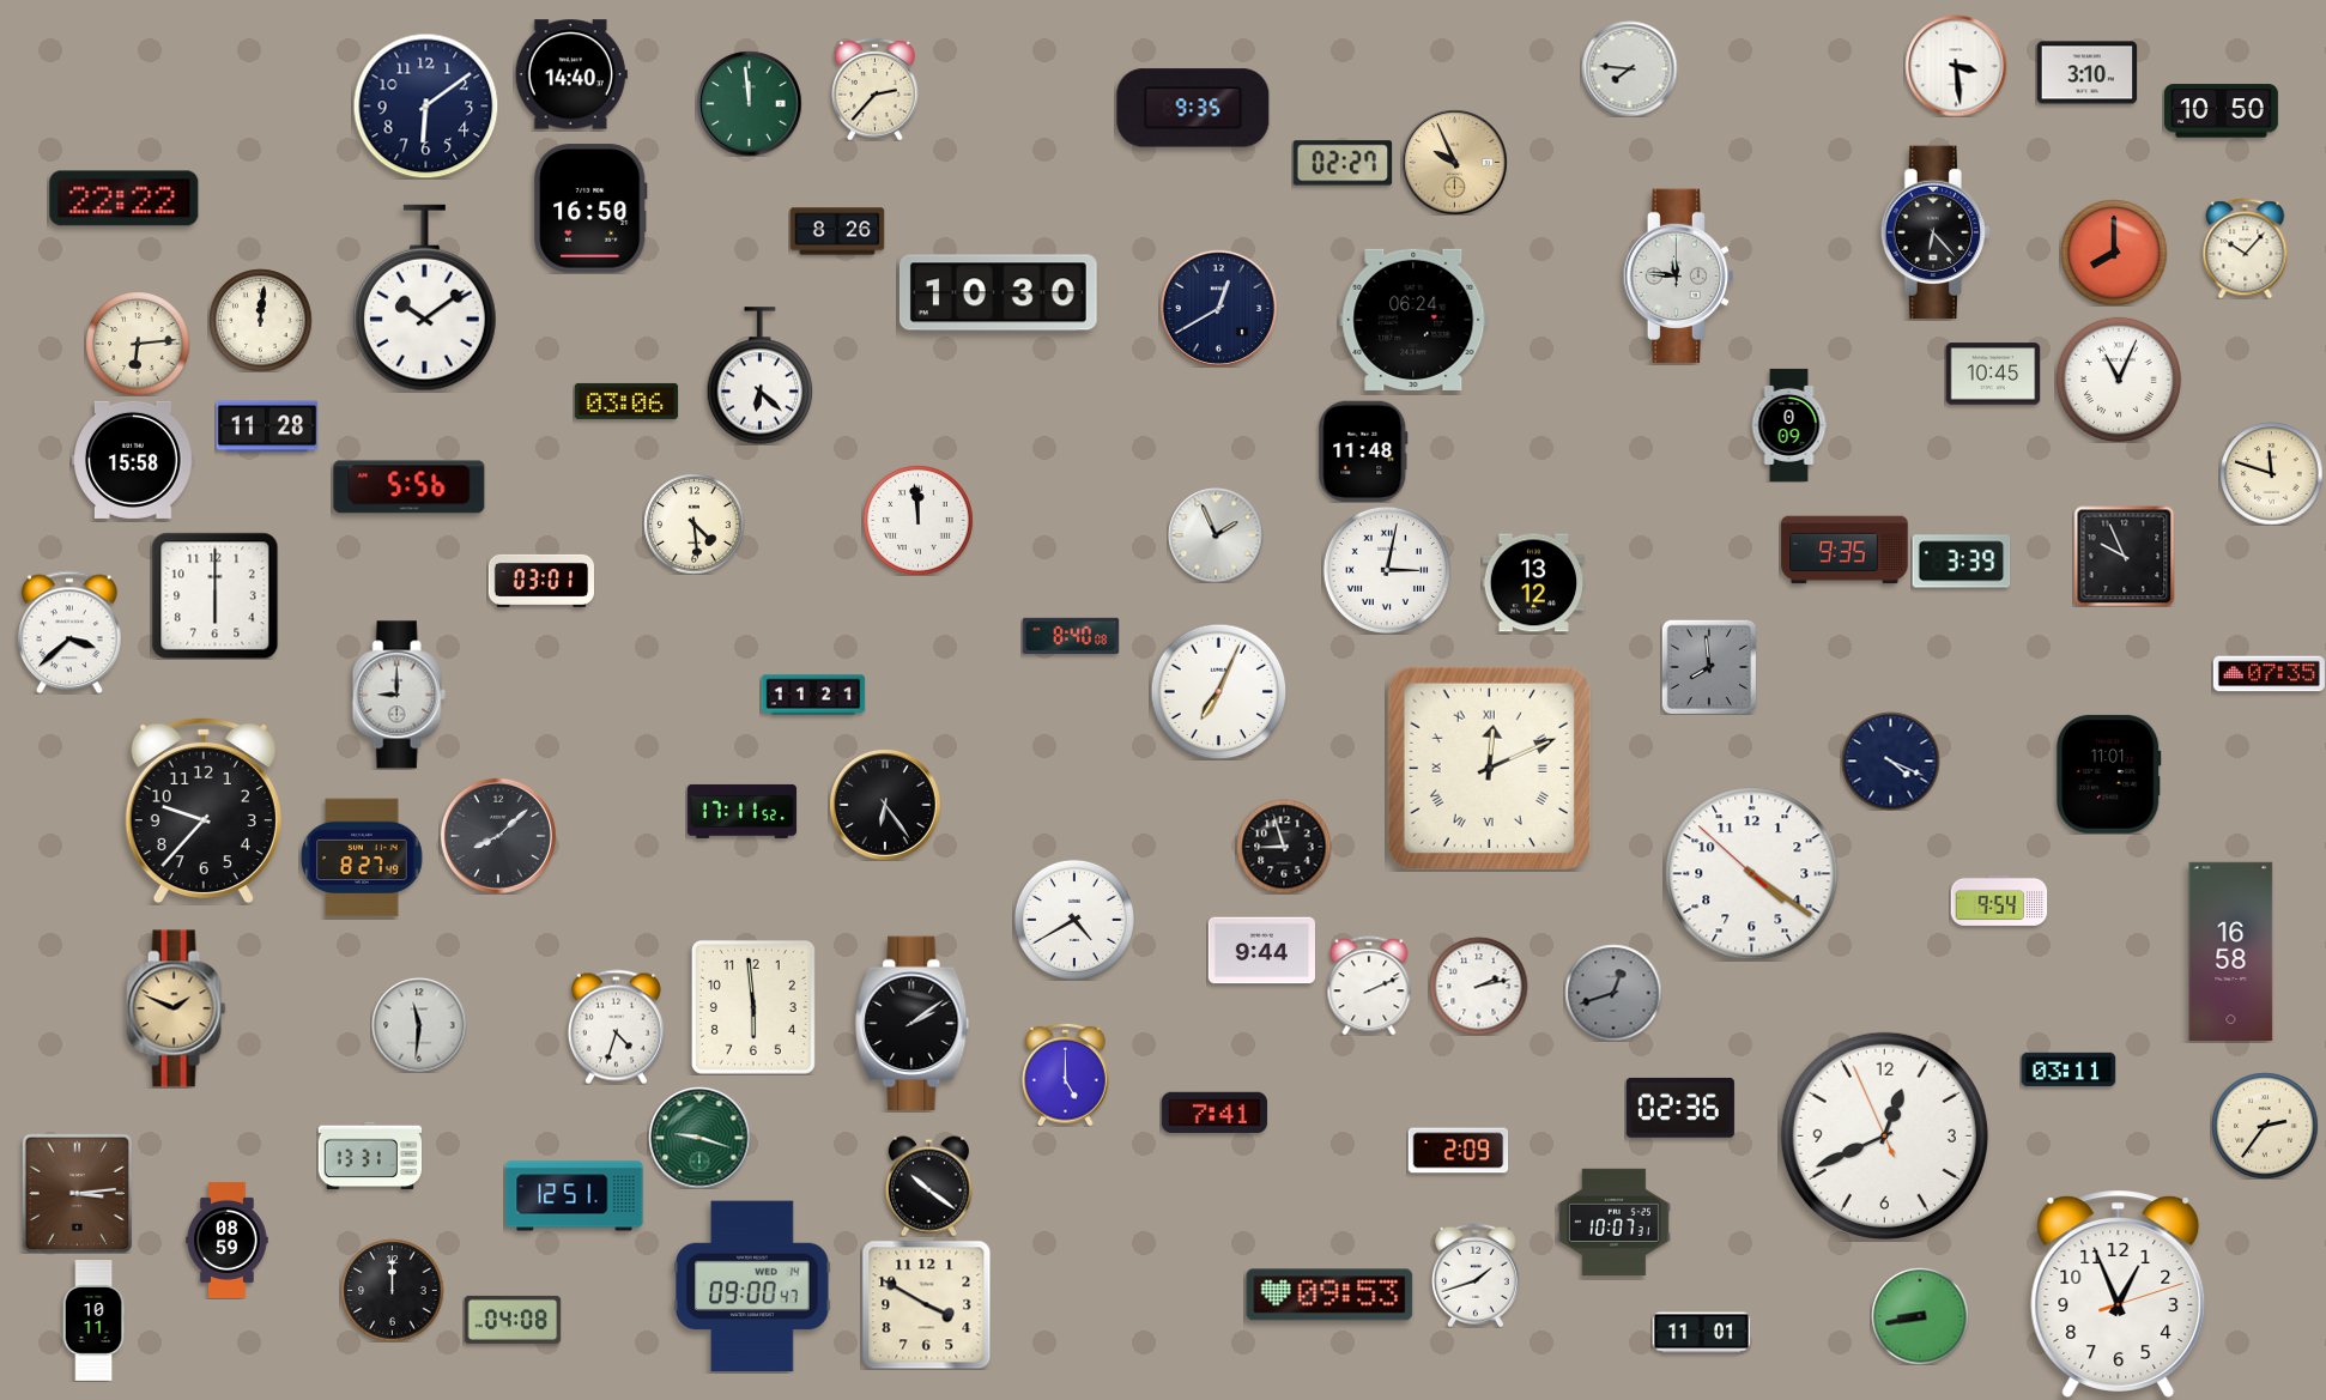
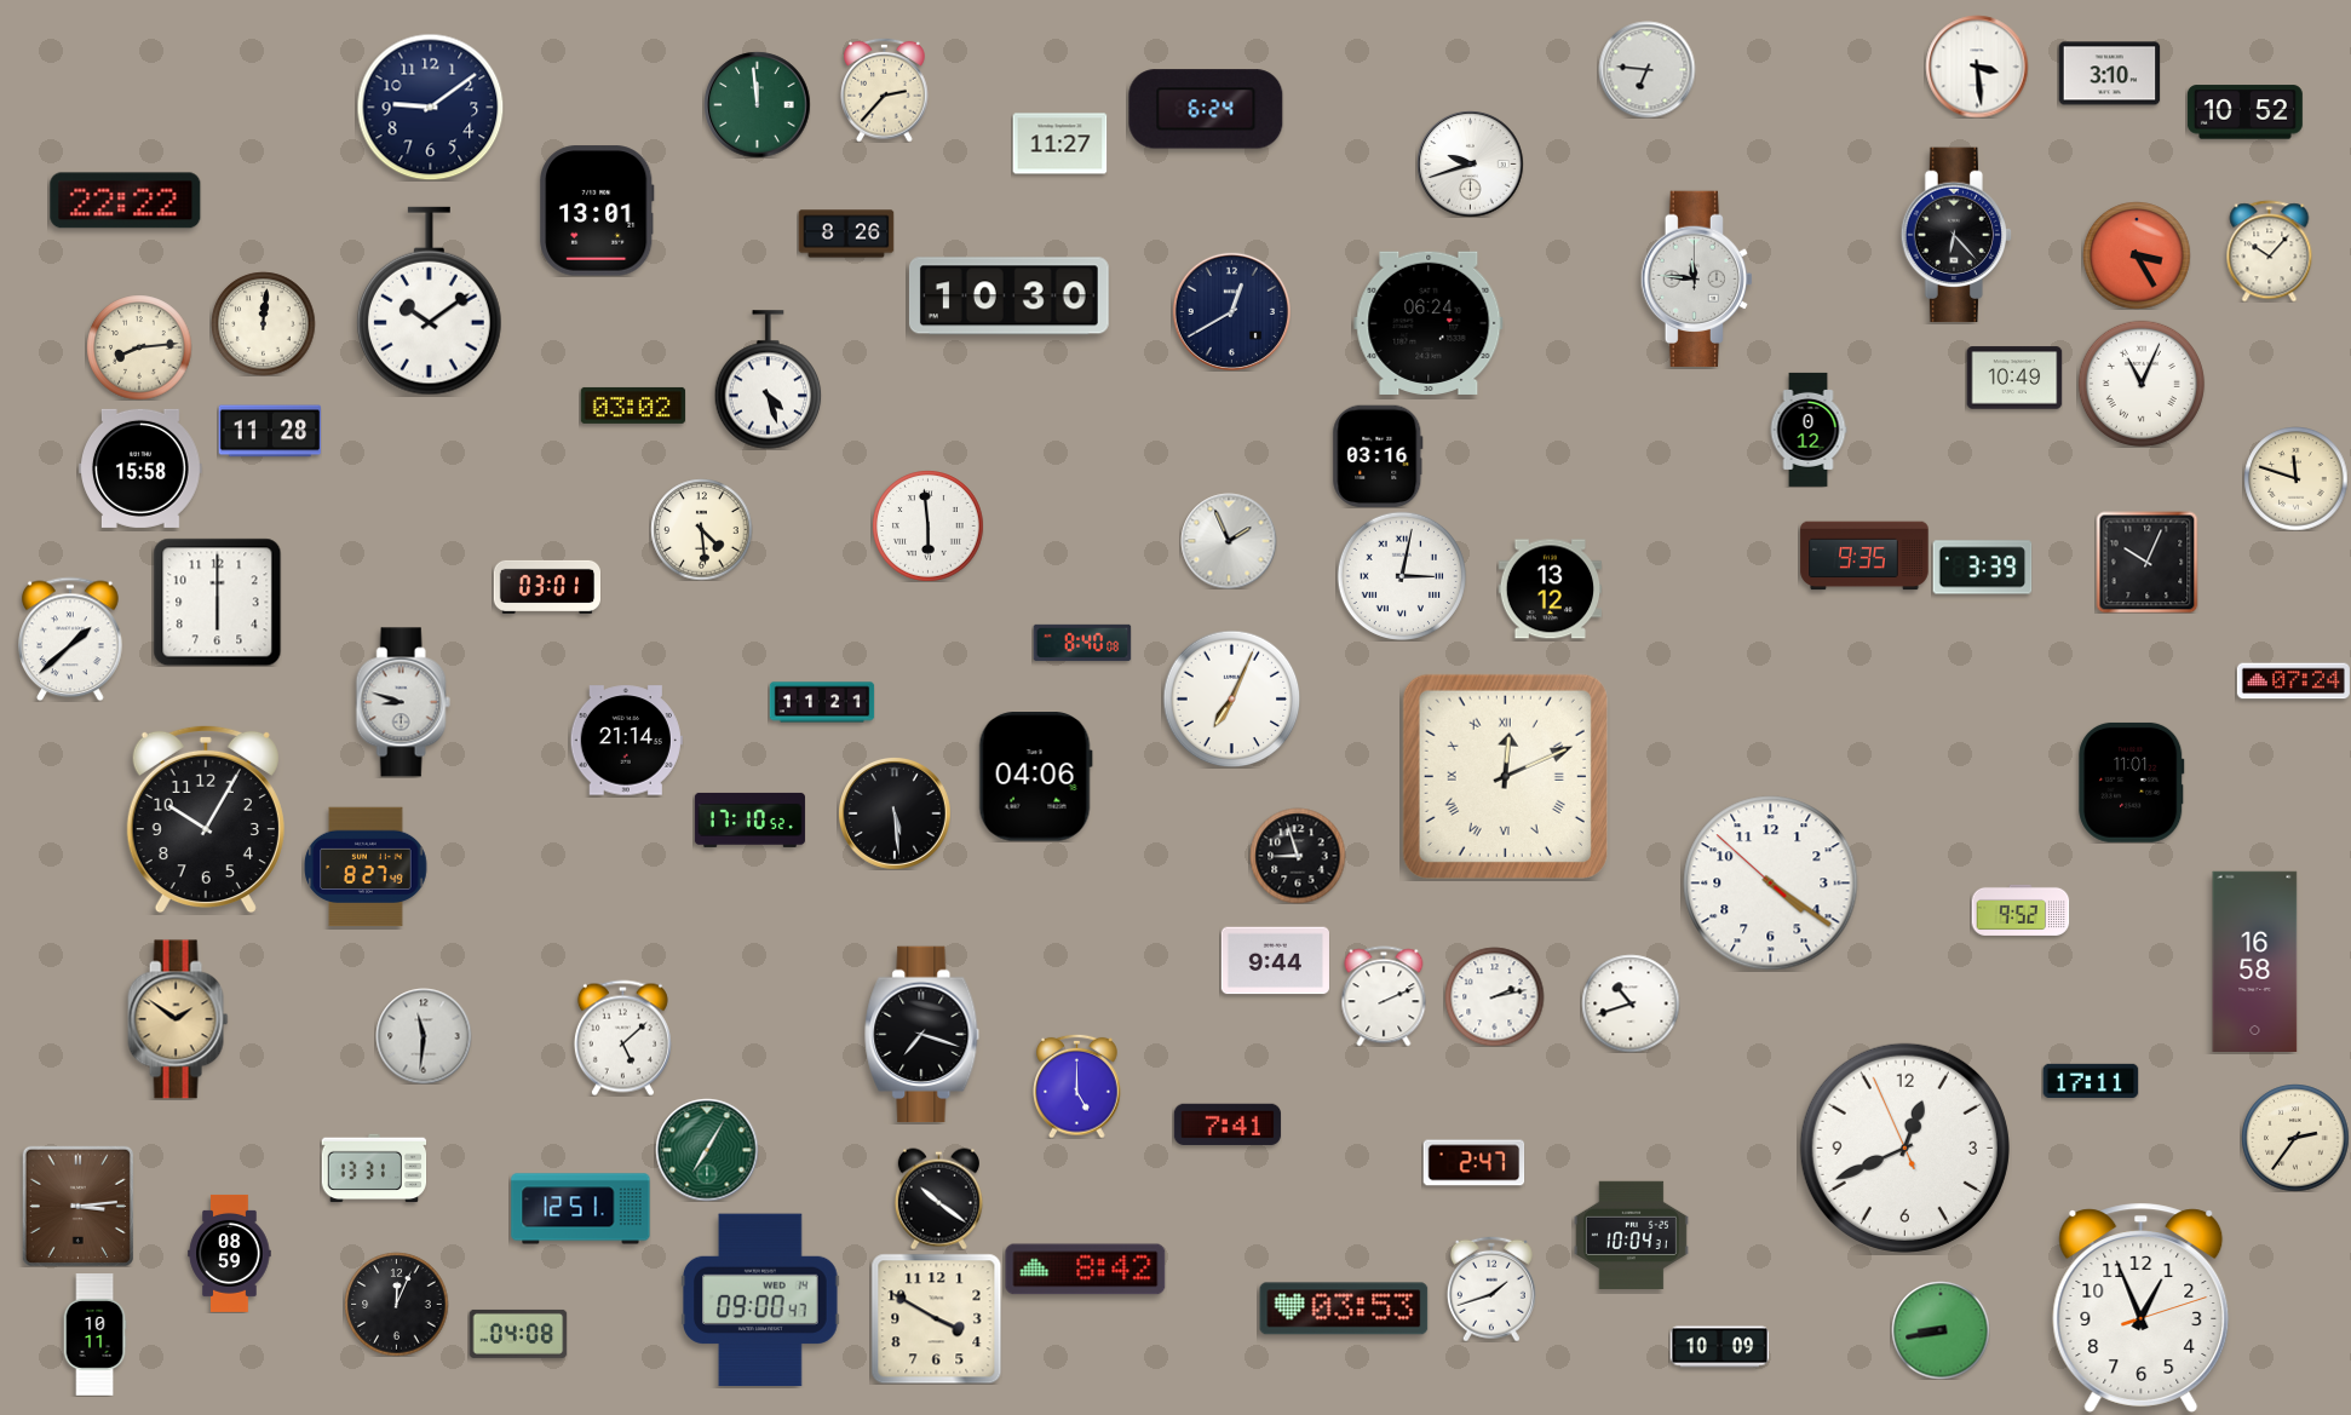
clock at (1629, 68): 7:46 -> 6:46
clock at (571, 74): 14:40 -> none
clock at (425, 105): 6:09 -> 9:09
clock at (1193, 108): 9:35 -> 6:24
clock at (2221, 111): 10:50 -> 10:52
clock at (1059, 144): none -> 11:27
clock at (1454, 162): 9:56 -> 9:42
clock at (1454, 162) dial: champagne -> white
clock at (1343, 163): 02:27 -> none
clock at (590, 208): 16:50 -> 13:01
clock at (2114, 253): 8:00 -> 3:25
clock at (138, 344): 6:14 -> 8:14
clock at (1993, 374): 10:45 -> 10:49
clock at (761, 376): 6:22 -> 4:27
clock at (626, 401): 03:06 -> 03:02
clock at (1789, 425): 0:09 -> 0:12
clock at (1363, 451): 11:48 -> 03:16
clock at (134, 460) position: (134, 460) -> (142, 468)
clock at (410, 487): 5:56 -> none
clock at (917, 520): 11:59 -> 5:59
clock at (2124, 556): 9:56 -> 10:04
clock at (71, 632): 3:38 -> 1:38
clock at (1709, 667): 7:59 -> none
clock at (2269, 674): 07:35 -> 07:24
clock at (399, 695): 9:00 -> 8:48
clock at (626, 741): none -> 21:14
clock at (1890, 760): 4:19 -> none
clock at (1035, 777): none -> 04:06
clock at (885, 805): 6:24 -> 5:29
clock at (204, 811): 9:37 -> 10:05
clock at (741, 811): 17:11 -> 17:10
clock at (498, 836): 8:08 -> none
clock at (1999, 901): 9:54 -> 9:52
clock at (1074, 920): 4:40 -> none
clock at (1613, 993): 12:42 -> 10:42
clock at (1613, 993) dial: grey -> white
clock at (753, 1007): 5:59 -> none
clock at (176, 1008): 1:49 -> 1:51
clock at (913, 1024): 2:09 -> 7:18
clock at (616, 1026): 4:33 -> 5:08
clock at (2068, 1068): 03:11 -> 17:11
clock at (1680, 1108): 02:36 -> none
clock at (2265, 1126) position: (2265, 1126) -> (2295, 1138)
clock at (699, 1138): 9:18 -> 7:05
clock at (1458, 1151): 2:09 -> 2:47
clock at (1613, 1222): 10:07 -> 10:04
clock at (1086, 1270): none -> 8:42
clock at (392, 1290): 12:00 -> 12:04
clock at (1329, 1295): 09:53 -> 03:53
clock at (1701, 1333): 11:01 -> 10:09
